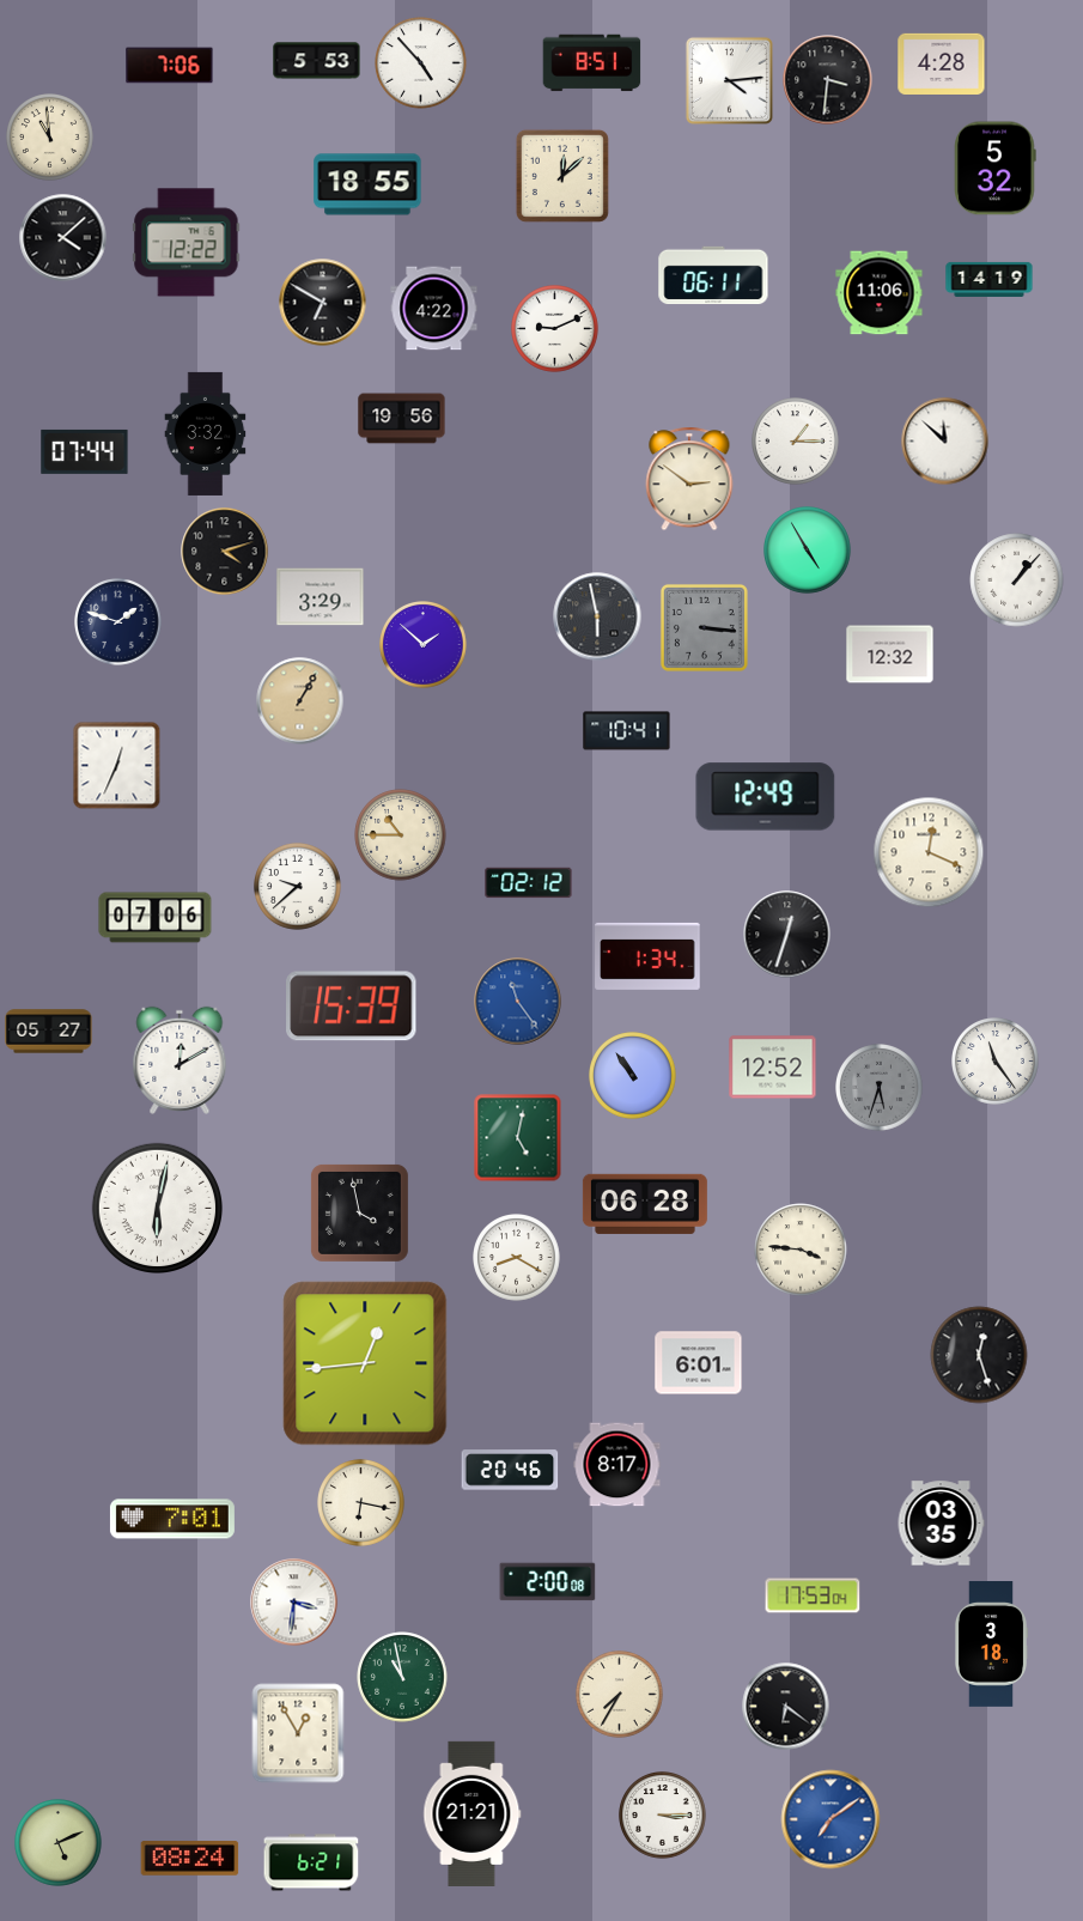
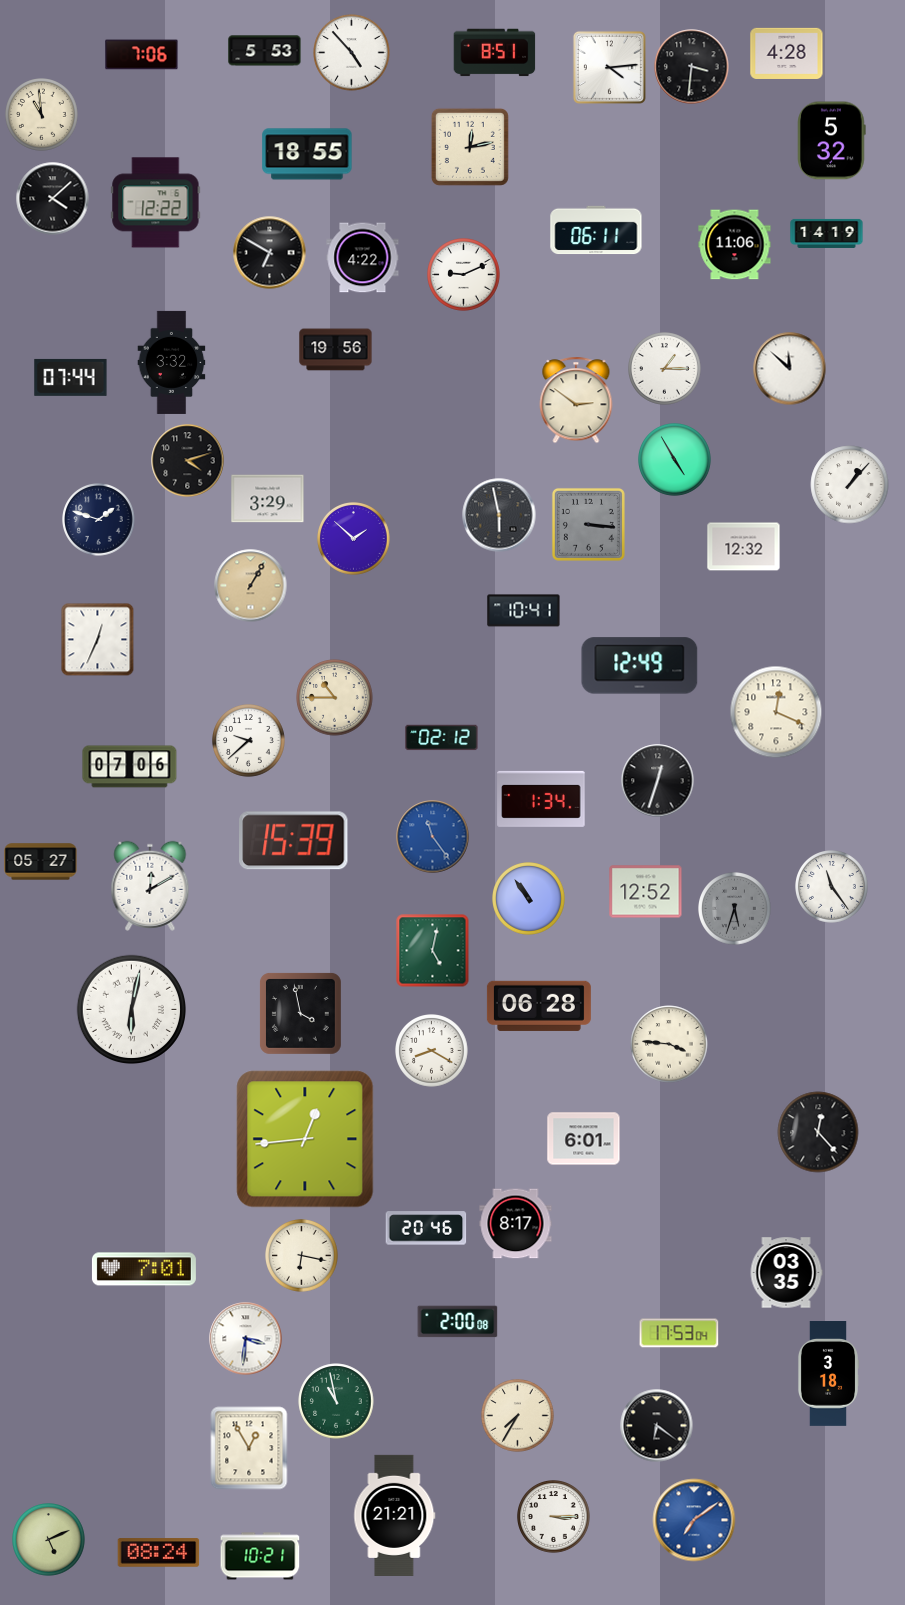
clock at (562, 176): 12:08 -> 12:13
clock at (979, 1355): 12:27 -> 12:23
clock at (311, 1862): 6:21 -> 10:21
